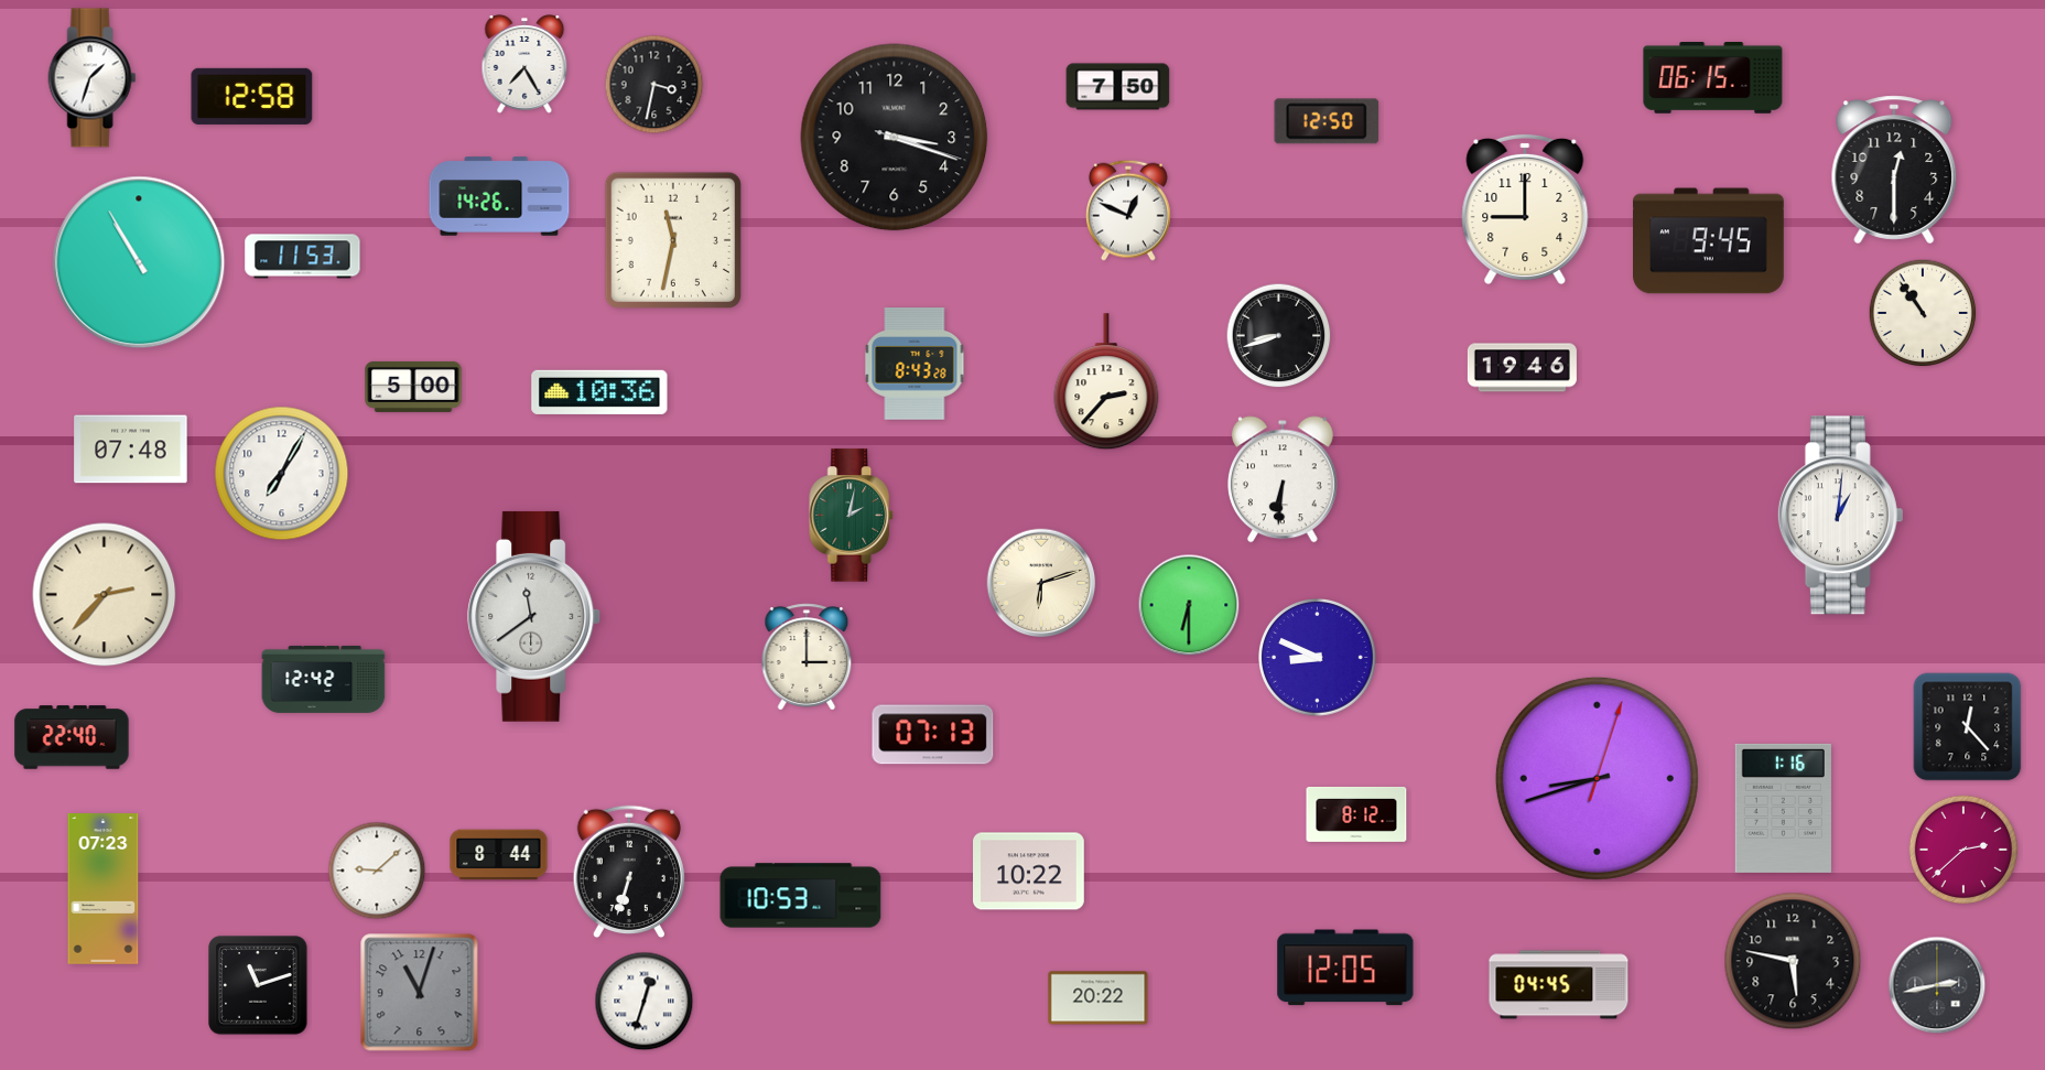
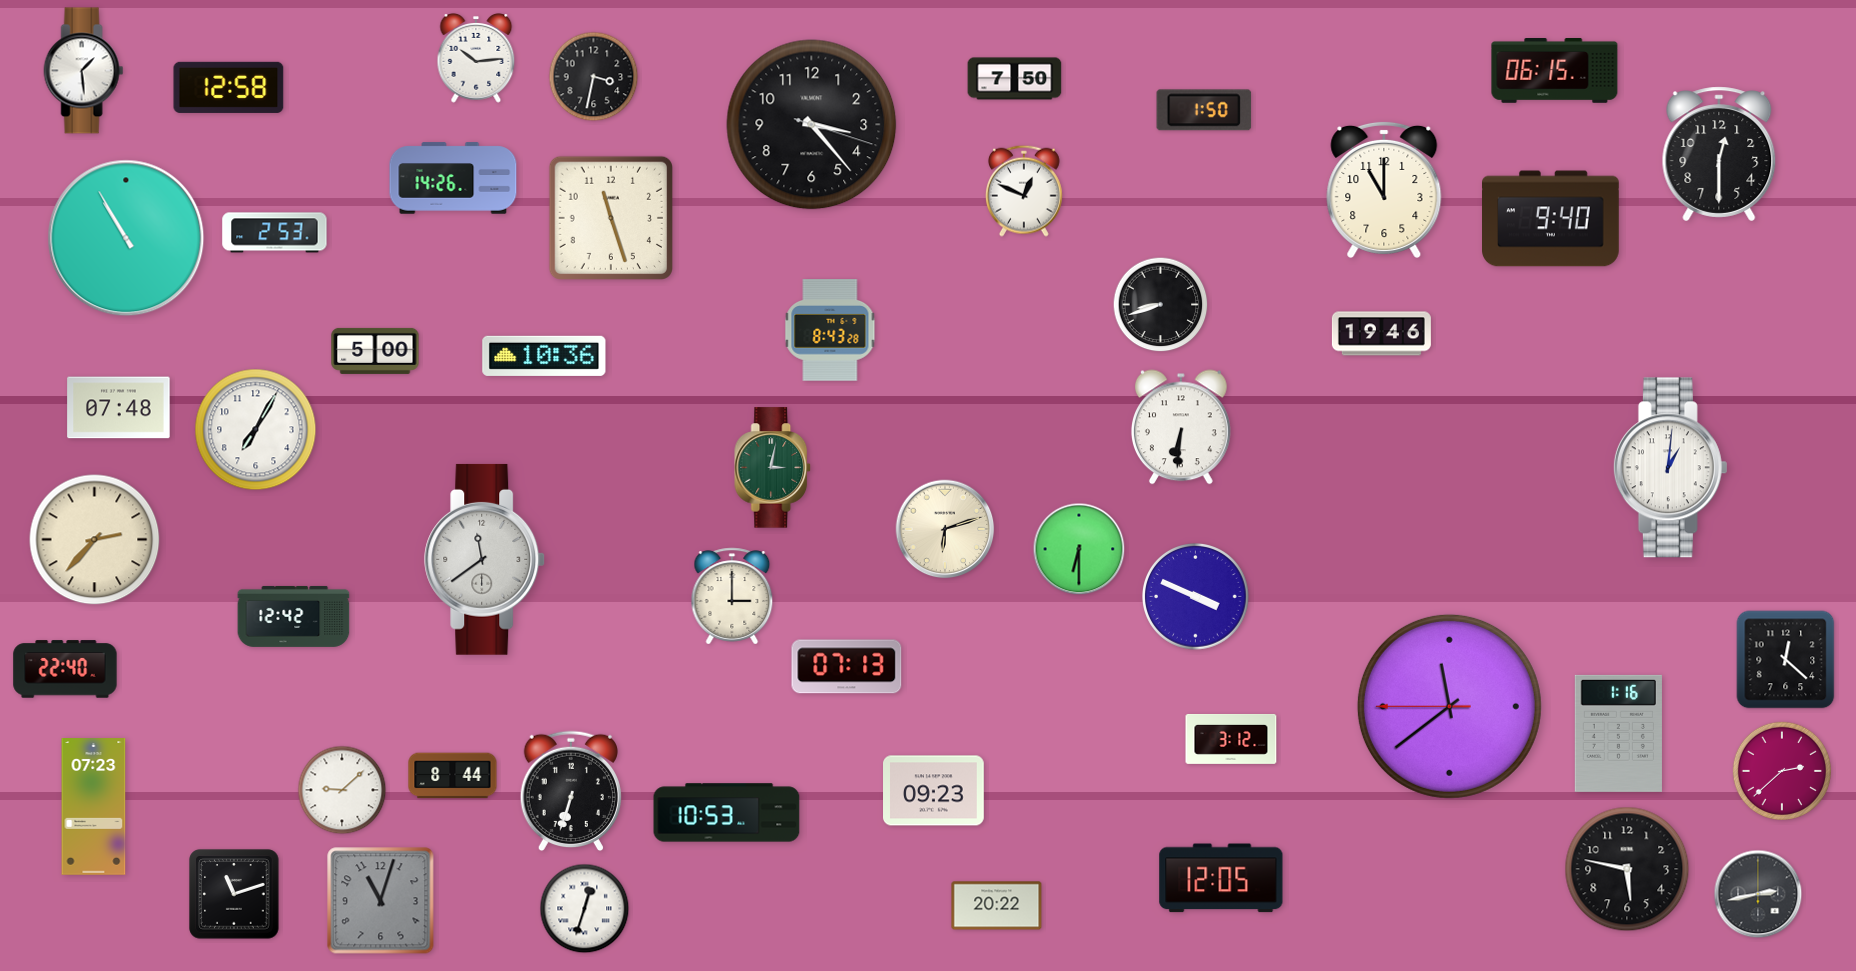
clock at (524, 65): 7:25 -> 10:14
clock at (93, 78): 1:33 -> 1:29
clock at (1327, 121): 12:50 -> 1:50
clock at (895, 138): 3:18 -> 3:23
clock at (1525, 208): 9:00 -> 11:00
clock at (673, 240): 11:32 -> 11:27
clock at (1709, 241): 9:45 -> 9:40
clock at (303, 257): 11:53 -> 2:53
clock at (1923, 313): 10:54 -> none
clock at (1106, 382): 2:37 -> none
clock at (1283, 479) position: (1283, 479) -> (1181, 427)
clock at (852, 516): 2:02 -> 3:02
clock at (1318, 658): 8:49 -> 3:49
clock at (1968, 727): 12:23 -> 12:22
clock at (1597, 778): 8:42 -> 11:38
clock at (1356, 814): 8:12 -> 3:12
clock at (1029, 872): 10:22 -> 09:23
clock at (1793, 961) position: (1793, 961) -> (1627, 869)
clock at (1559, 985): 04:45 -> none
